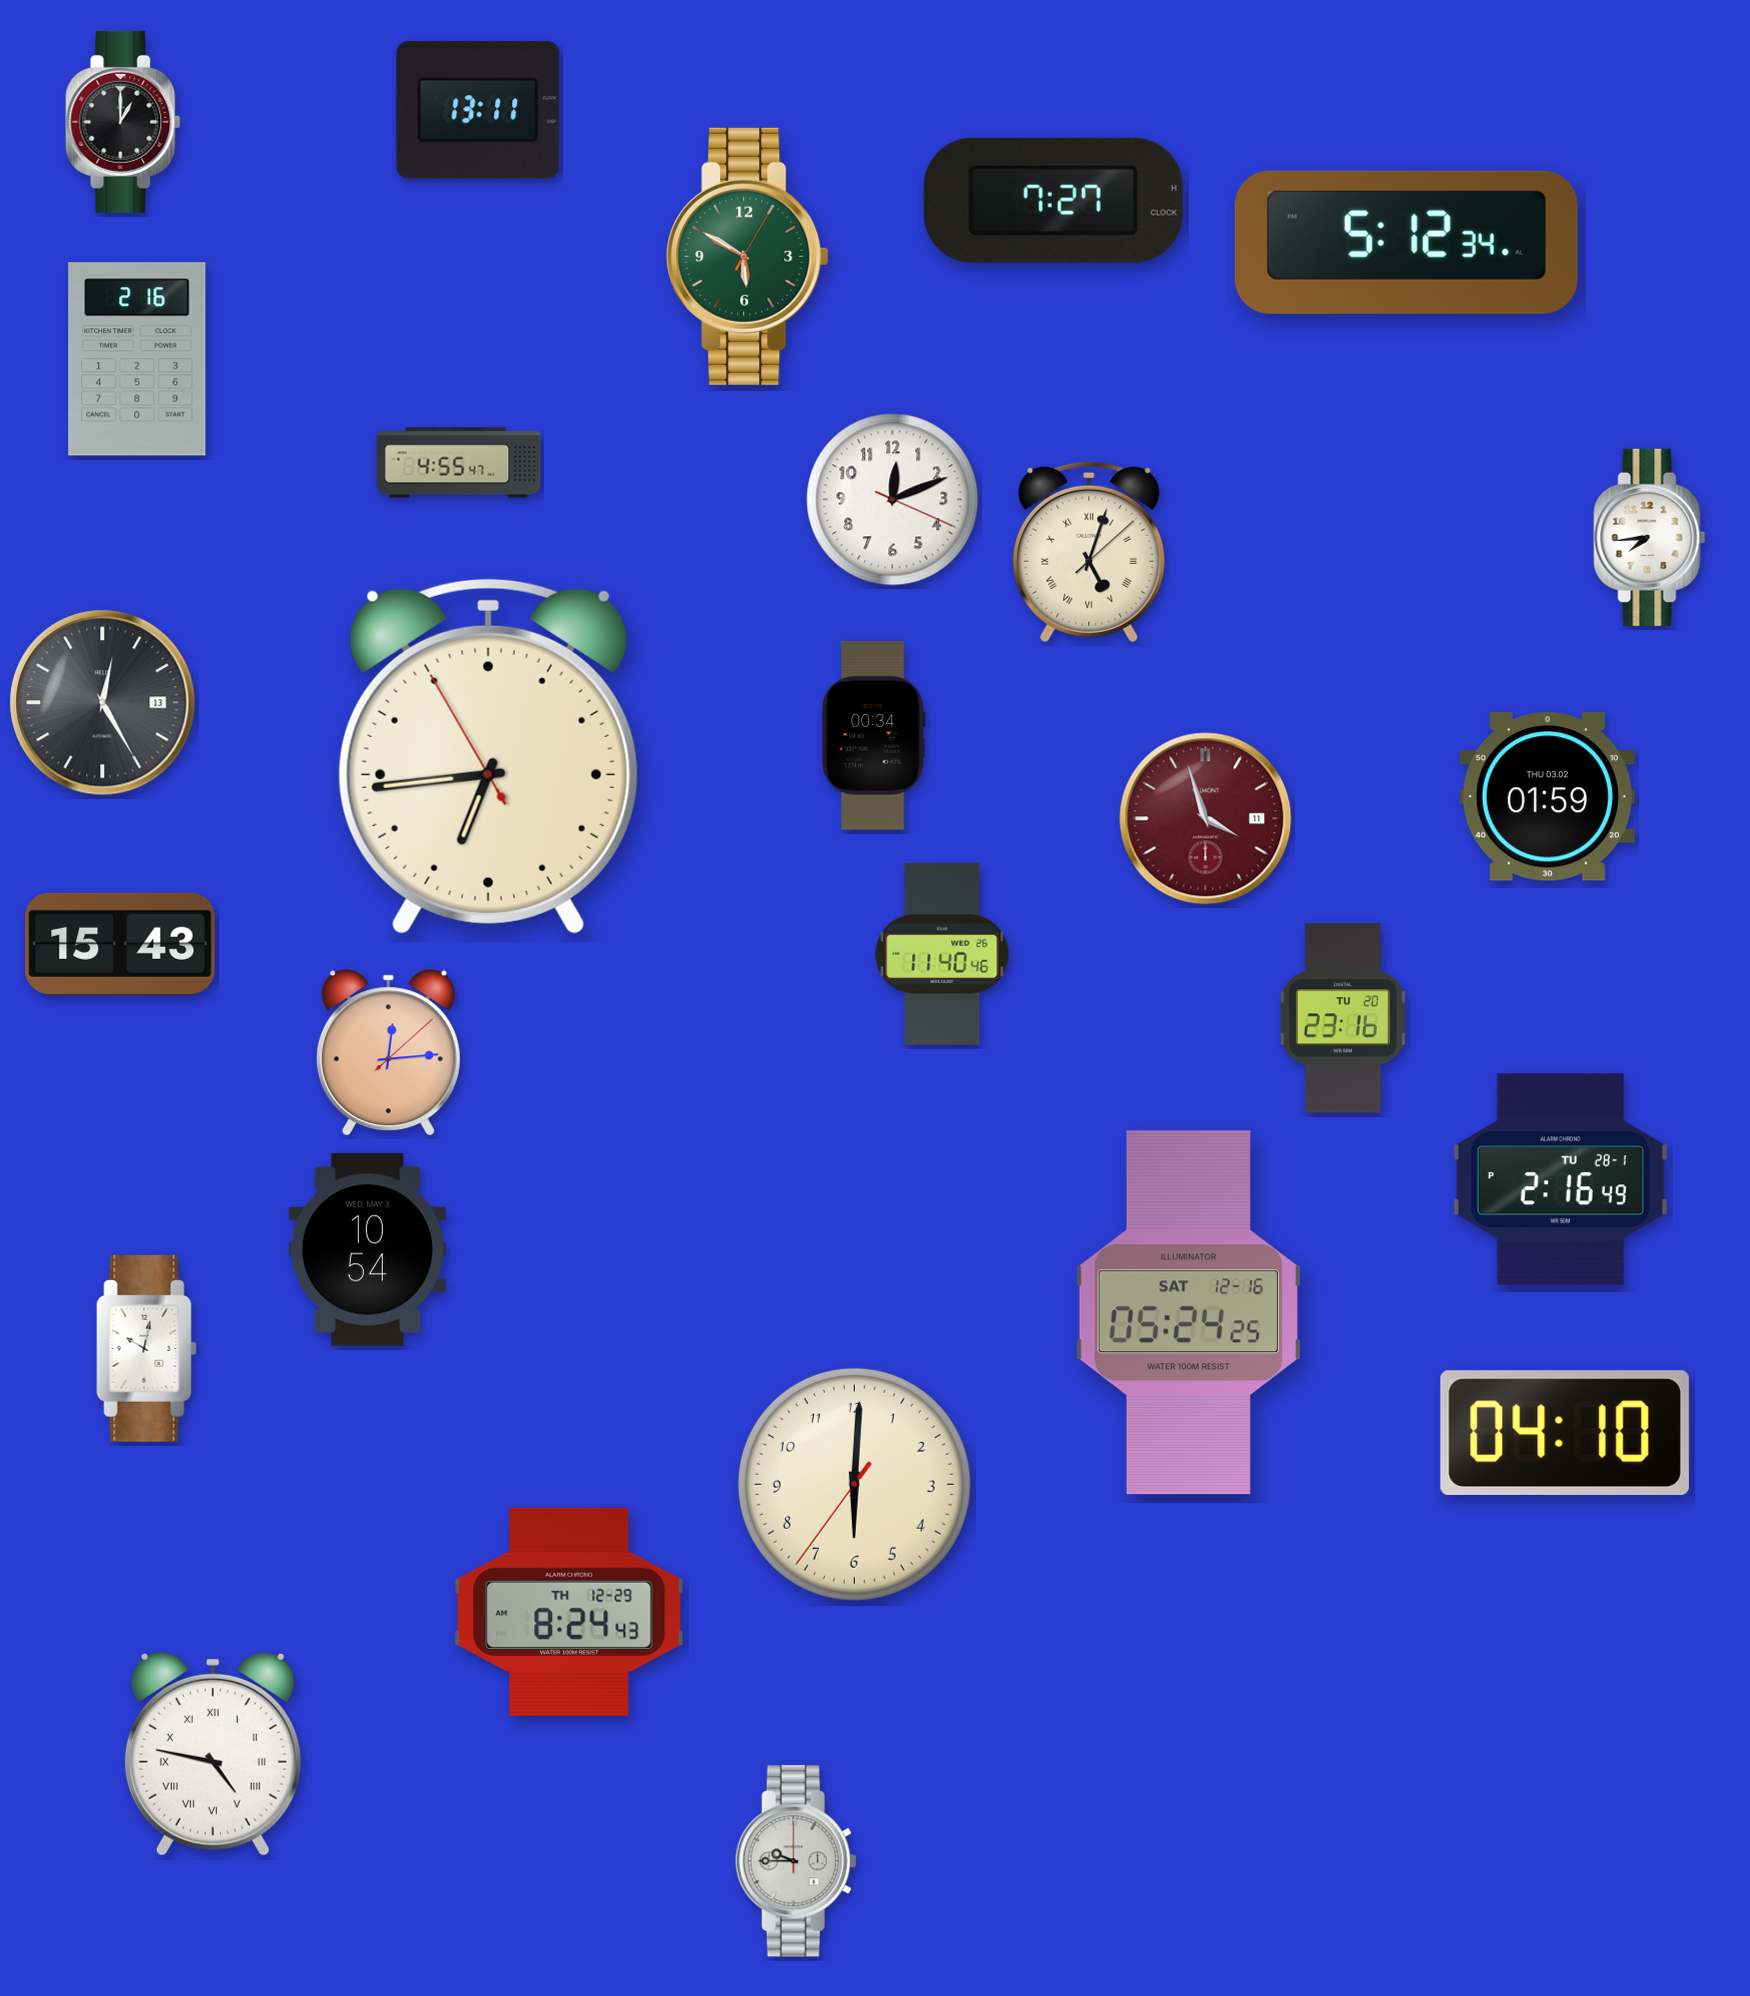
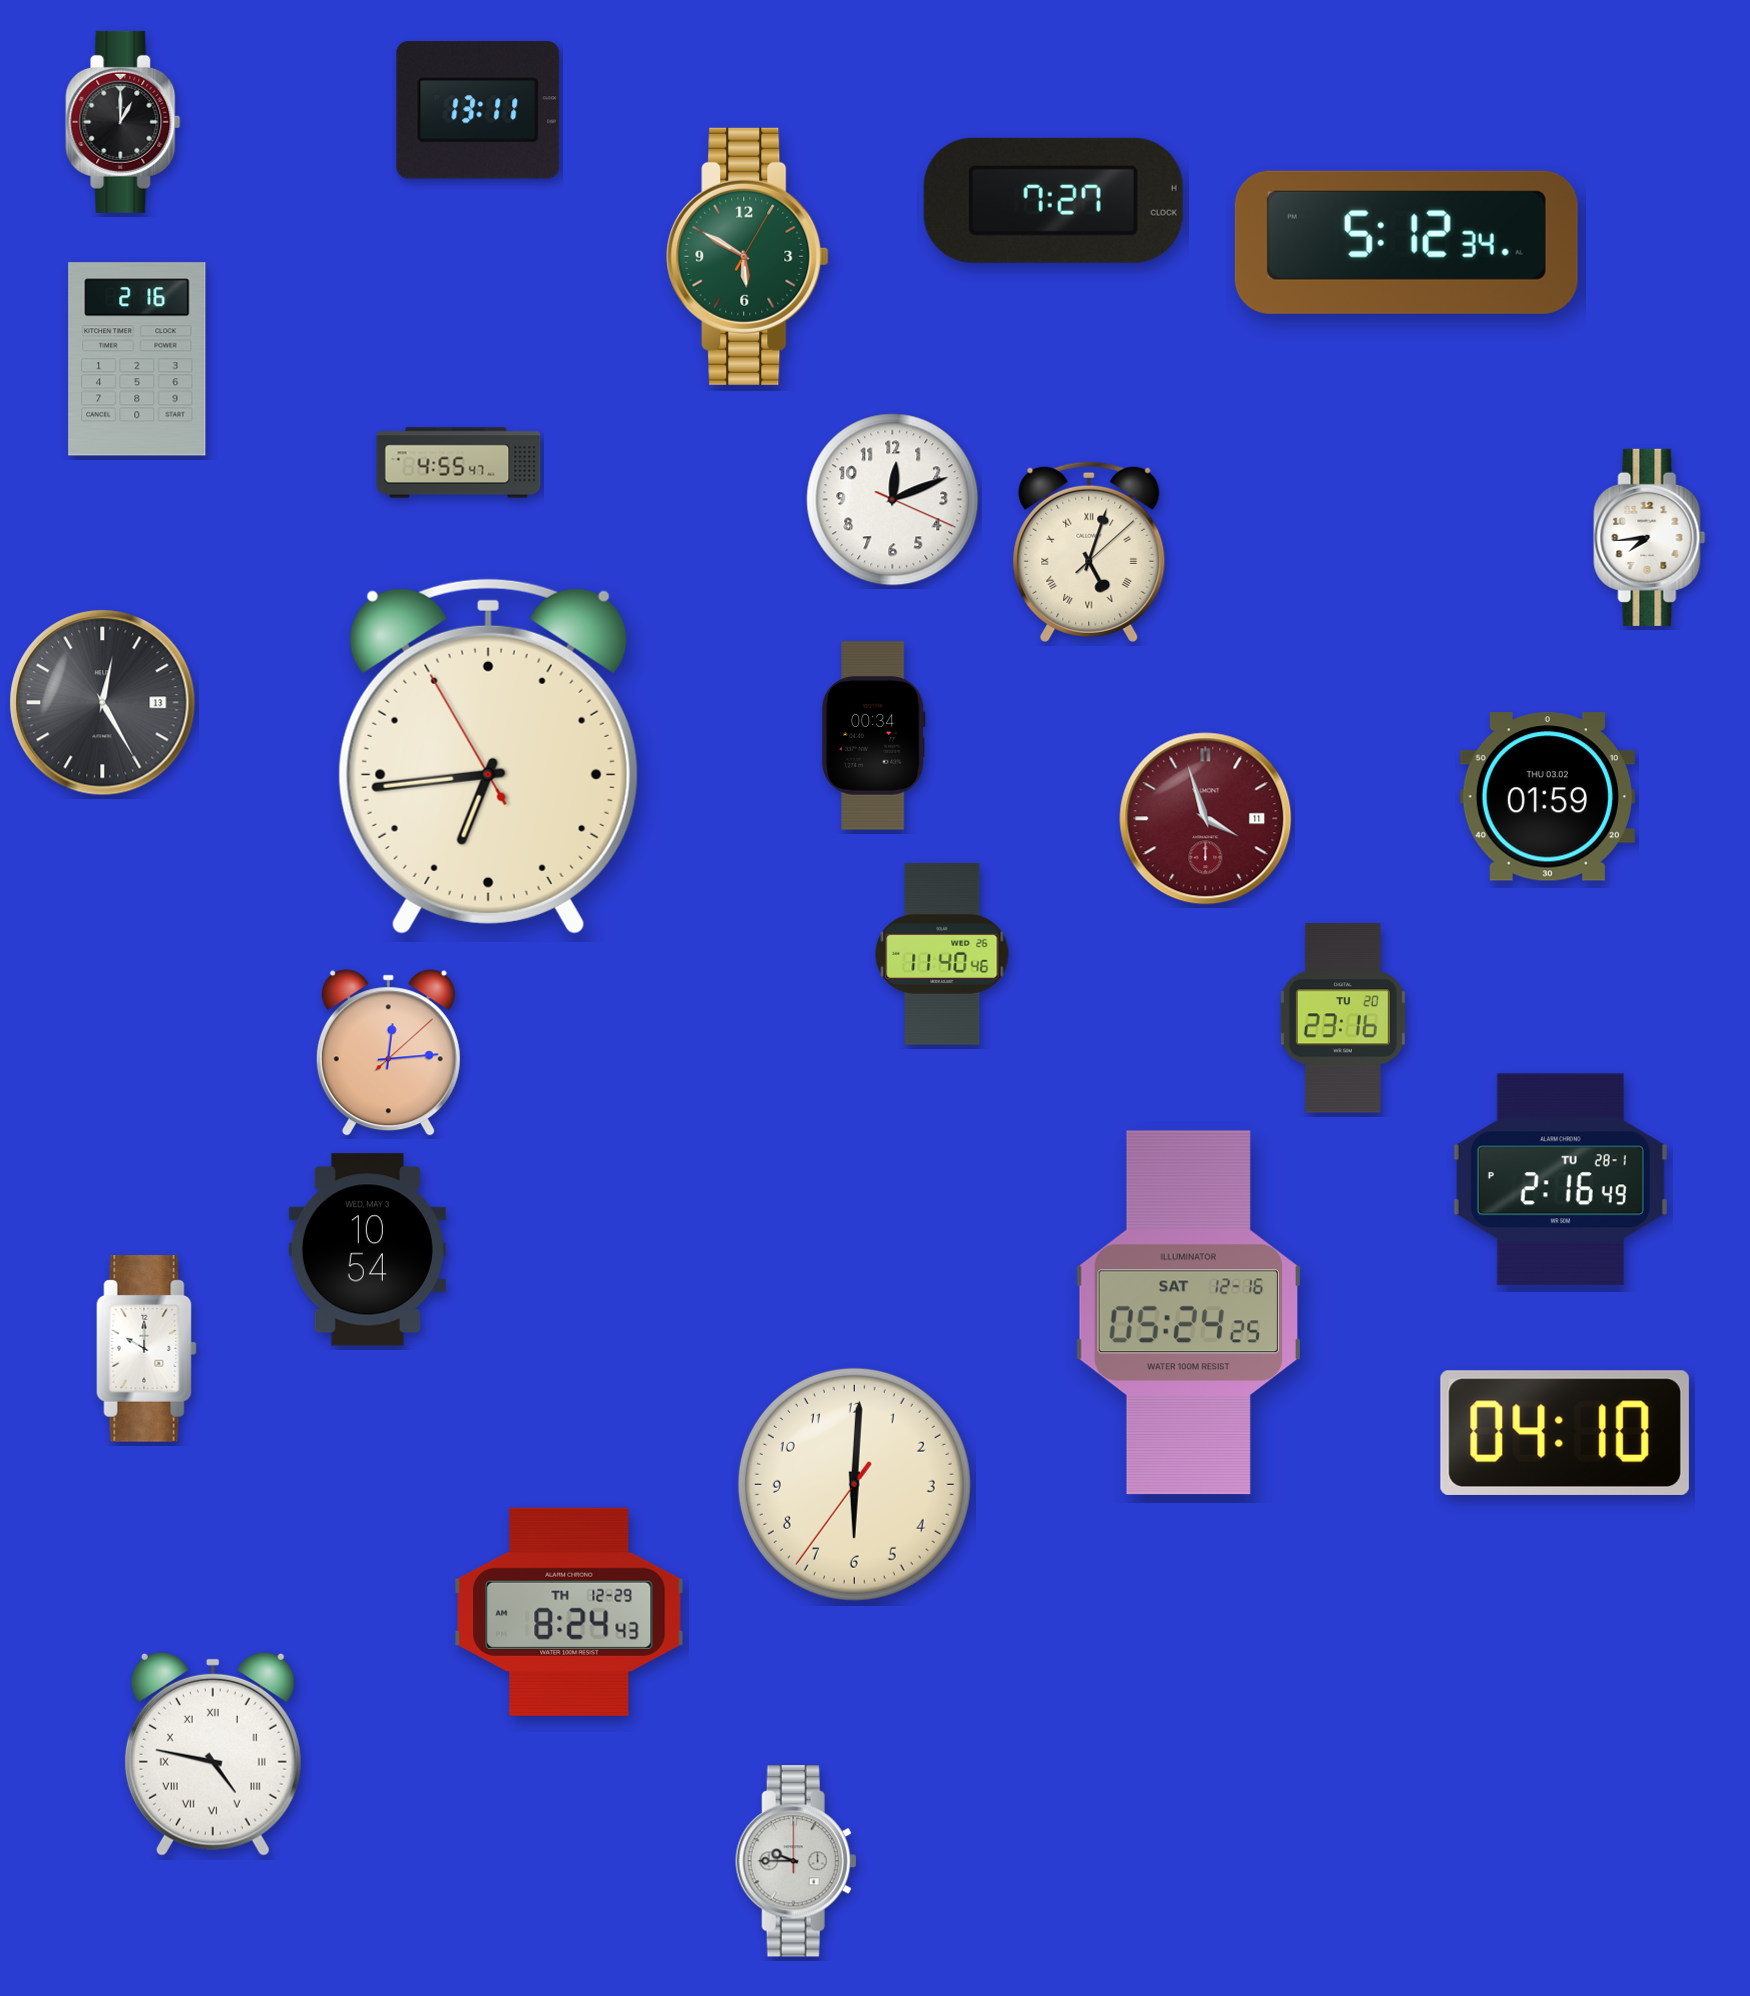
clock at (120, 944): 15:43 -> none
clock at (147, 1349): 10:02 -> 10:00
